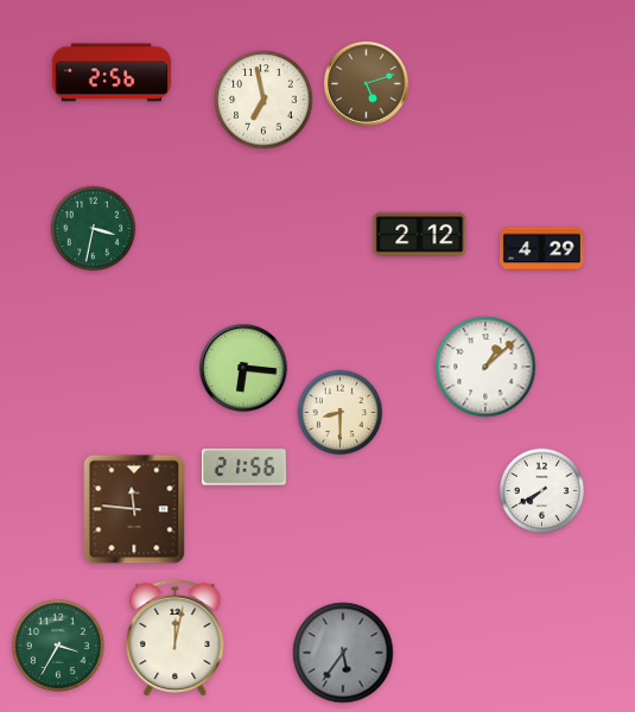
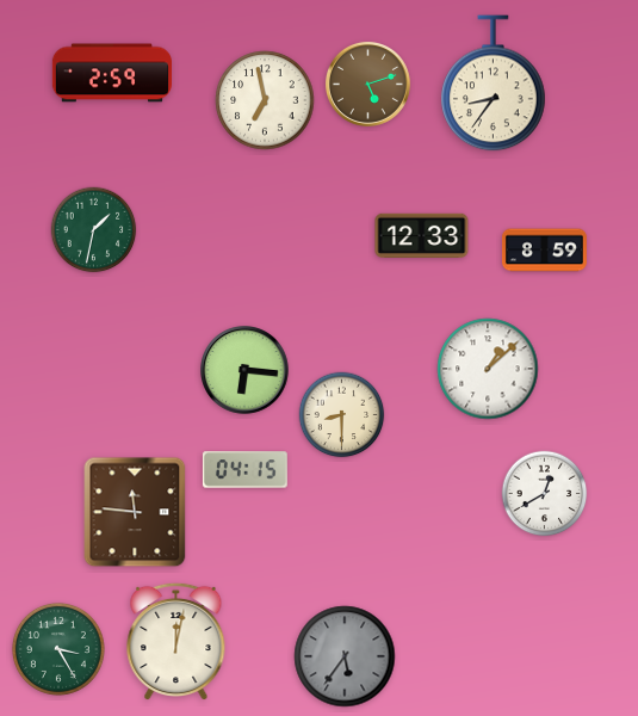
clock at (110, 72): 2:56 -> 2:59
clock at (494, 84): none -> 8:36
clock at (94, 229): 3:32 -> 1:32
clock at (420, 234): 2:12 -> 12:33
clock at (541, 249): 4:29 -> 8:59
clock at (243, 468): 21:56 -> 04:15
clock at (542, 491): 7:40 -> 12:40
clock at (58, 646): 3:35 -> 3:25
